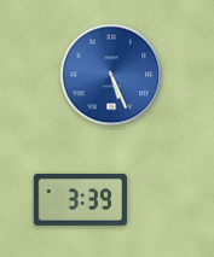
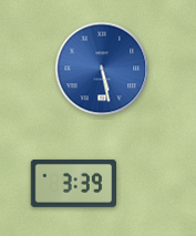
clock at (111, 75): 5:26 -> 5:28
